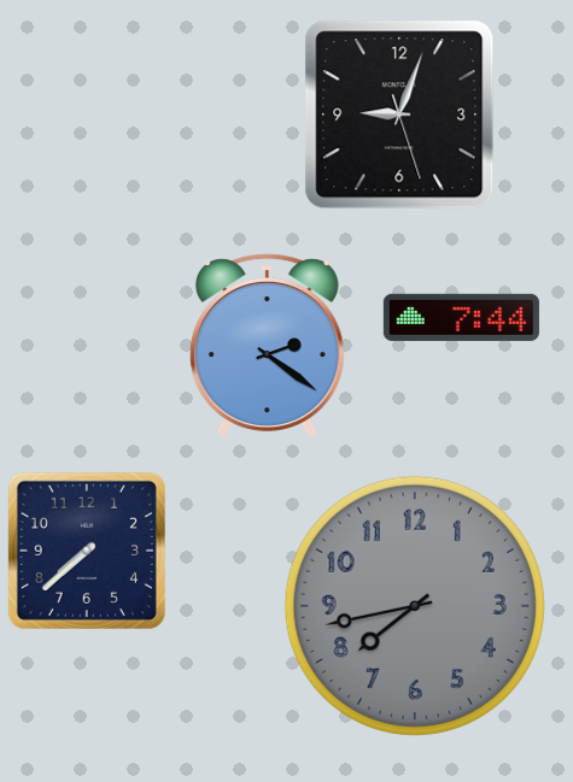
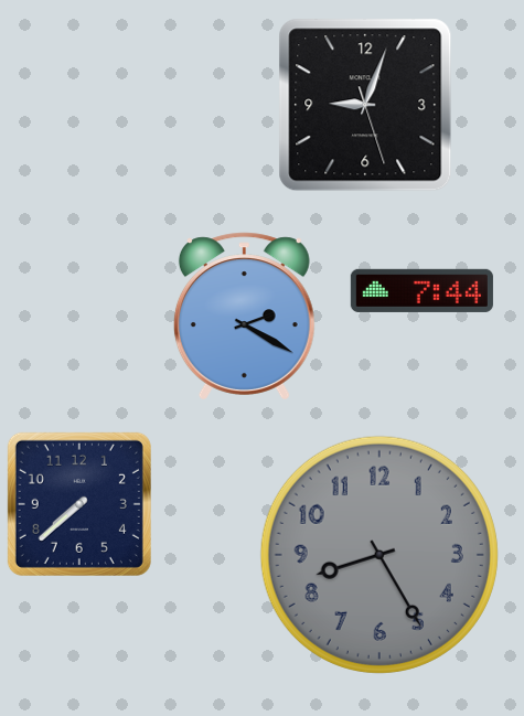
clock at (267, 346): 2:21 -> 2:20
clock at (415, 606): 7:43 -> 8:25
